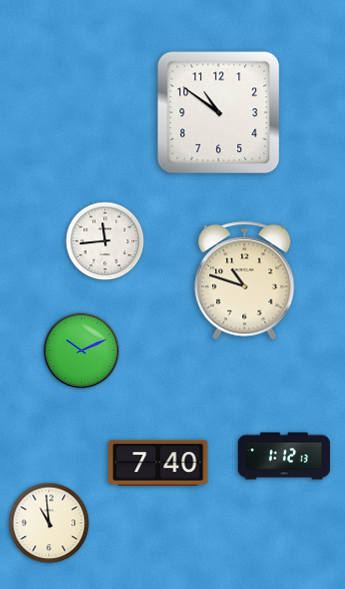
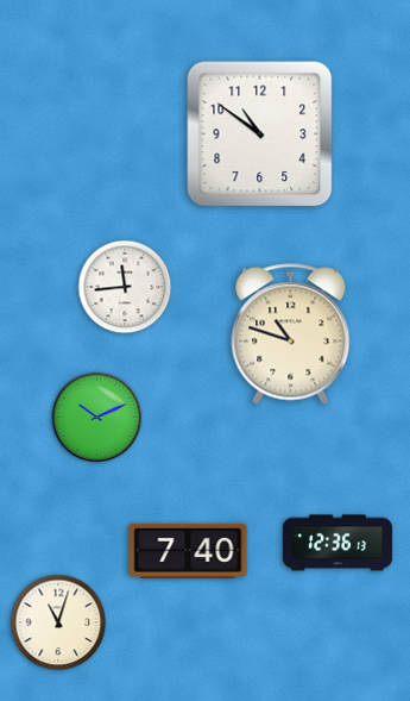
clock at (284, 456): 1:12 -> 12:36
clock at (49, 523): 10:59 -> 11:03
